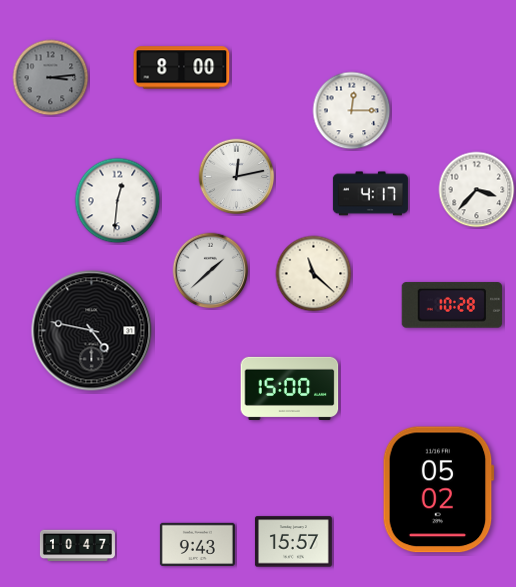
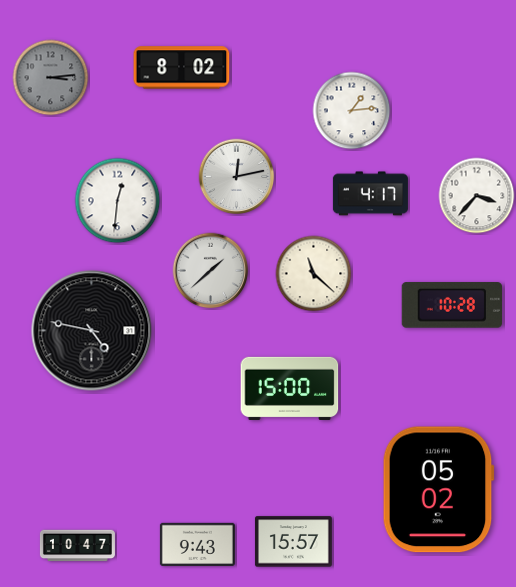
clock at (182, 68): 8:00 -> 8:02
clock at (352, 111): 12:15 -> 1:14
clock at (477, 190) position: (477, 190) -> (477, 196)
